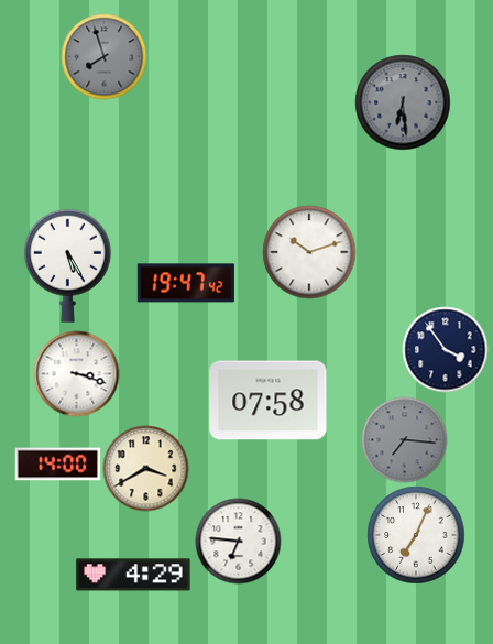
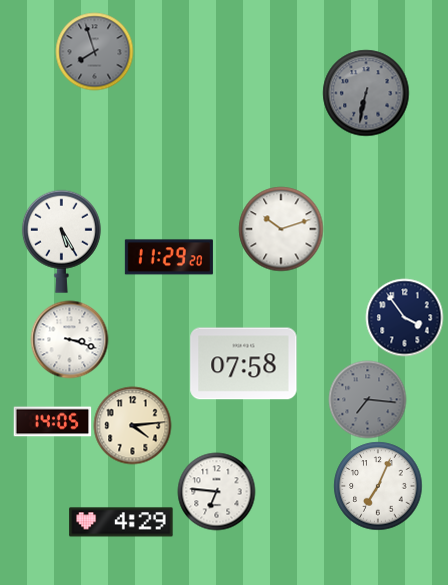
clock at (403, 102): 6:29 -> 6:32
clock at (186, 283): 19:47 -> 11:29
clock at (57, 465): 14:00 -> 14:05
clock at (145, 468): 3:40 -> 4:14
